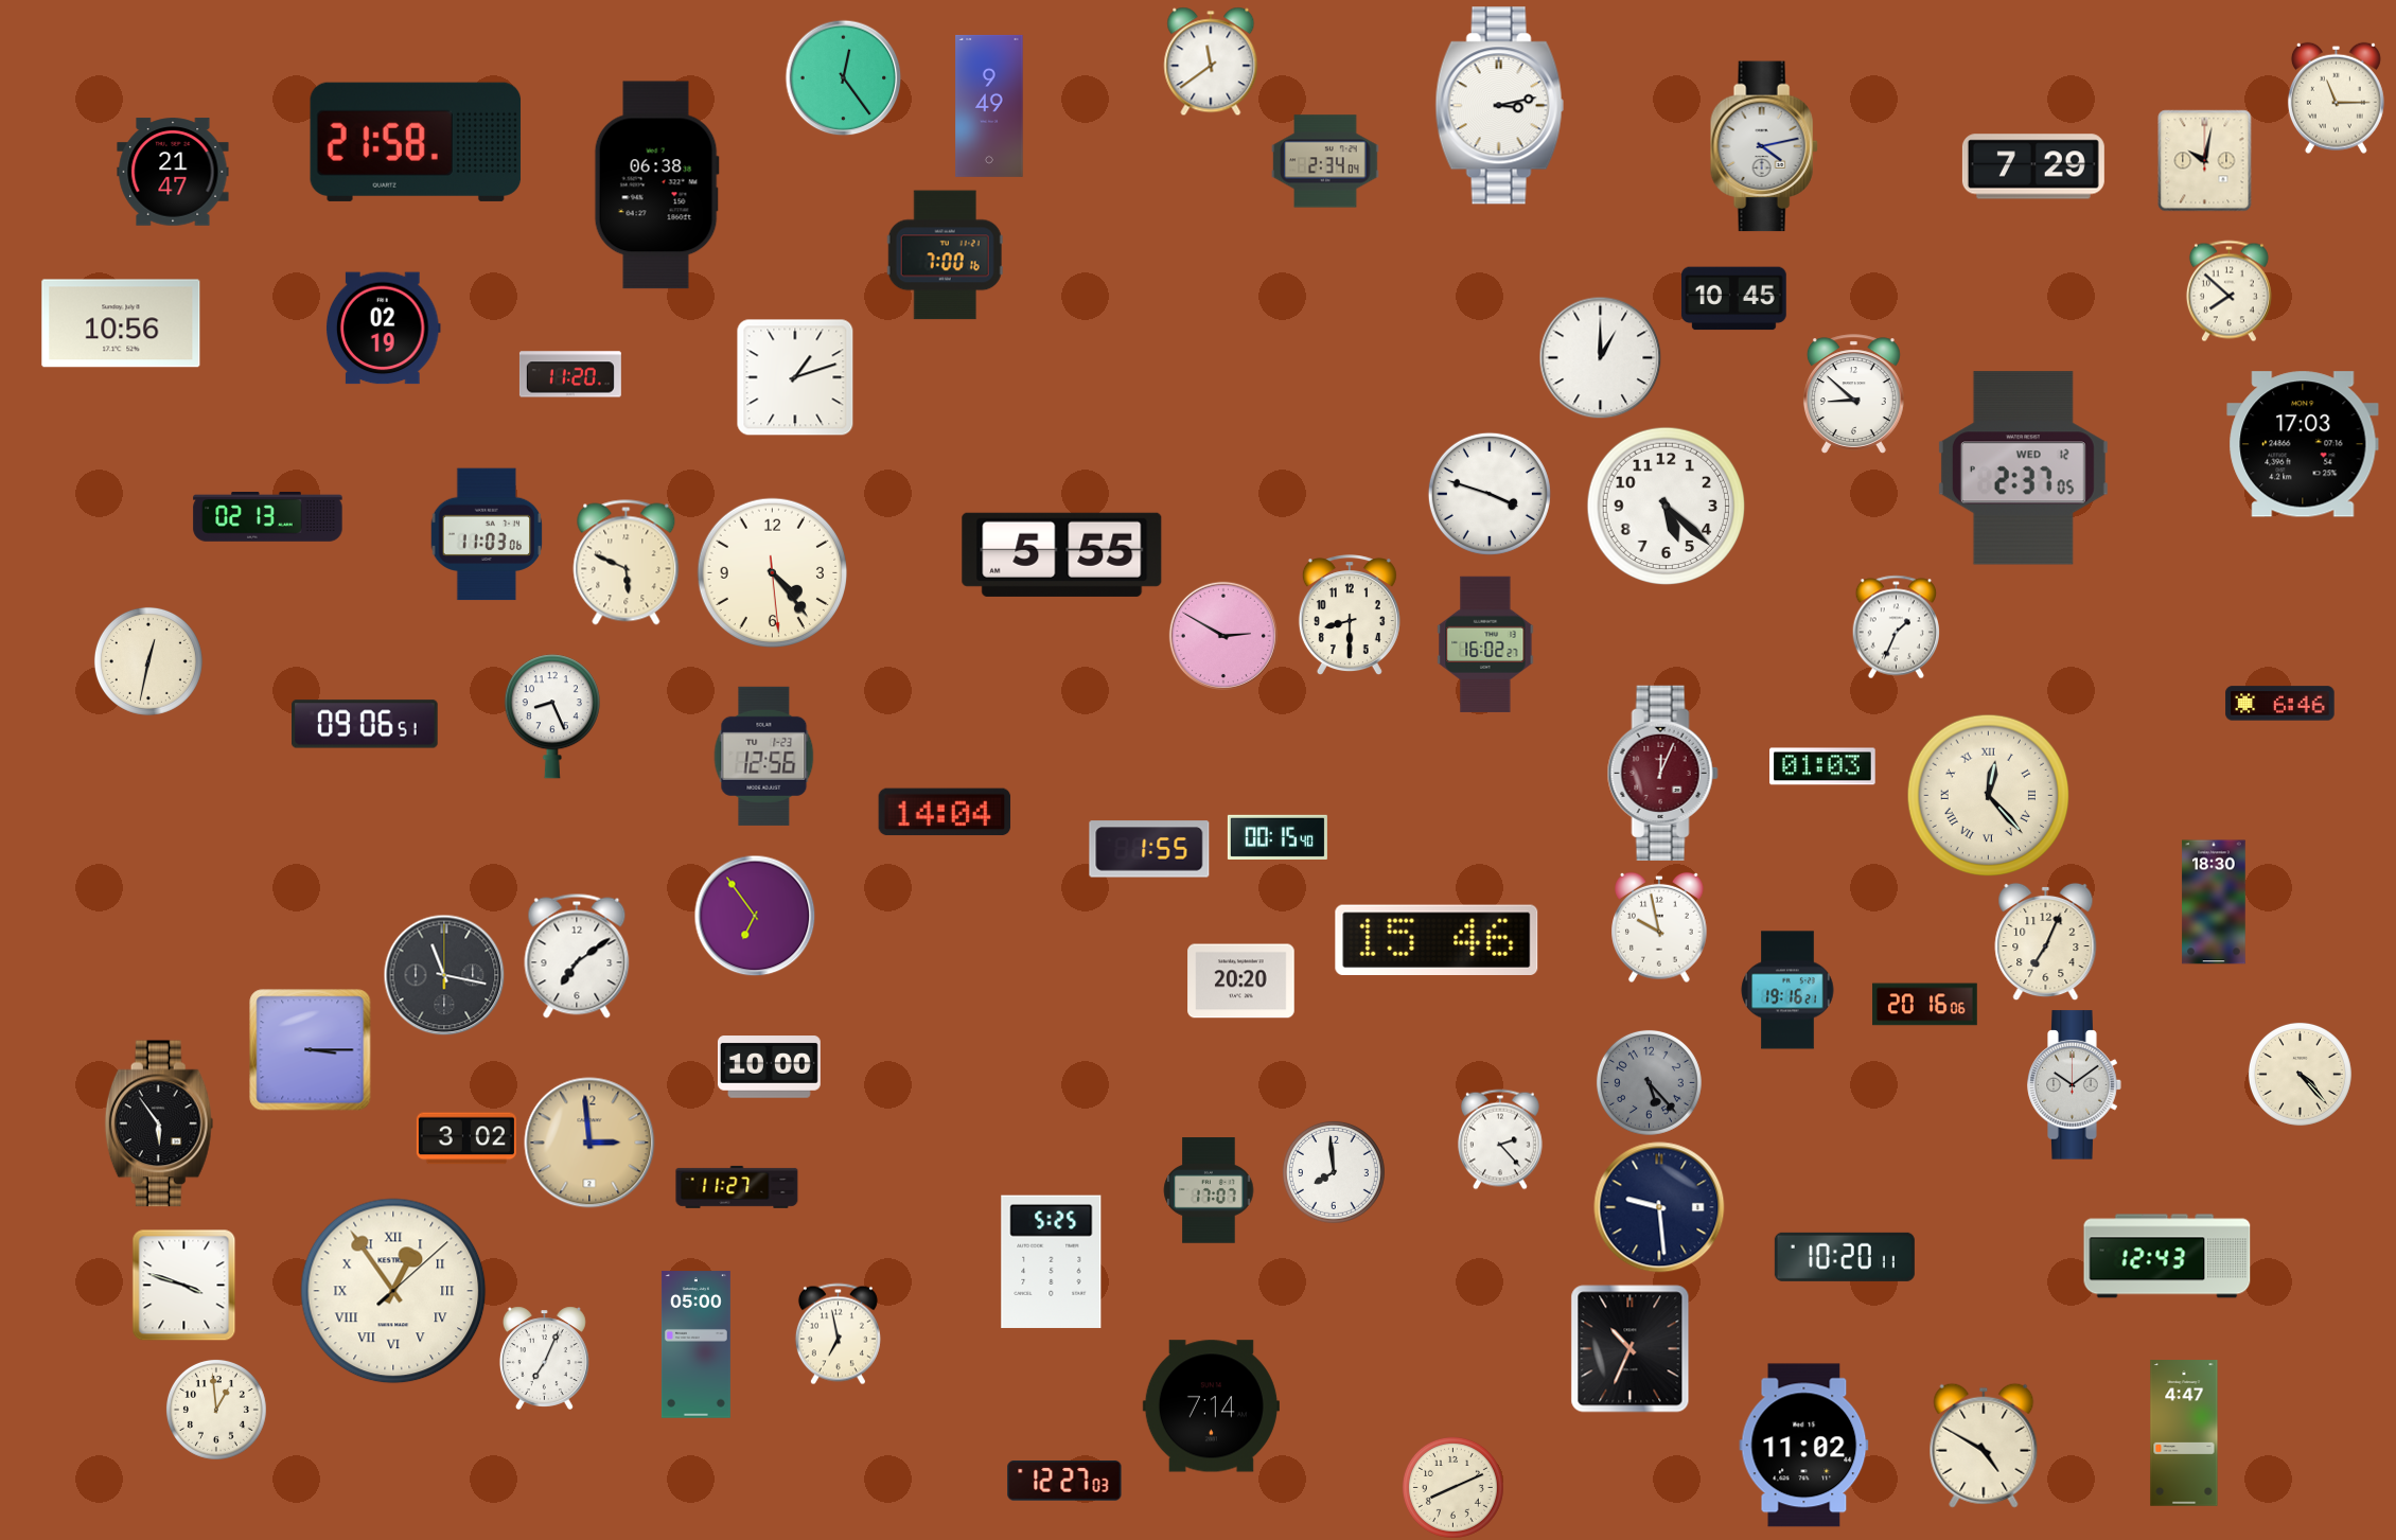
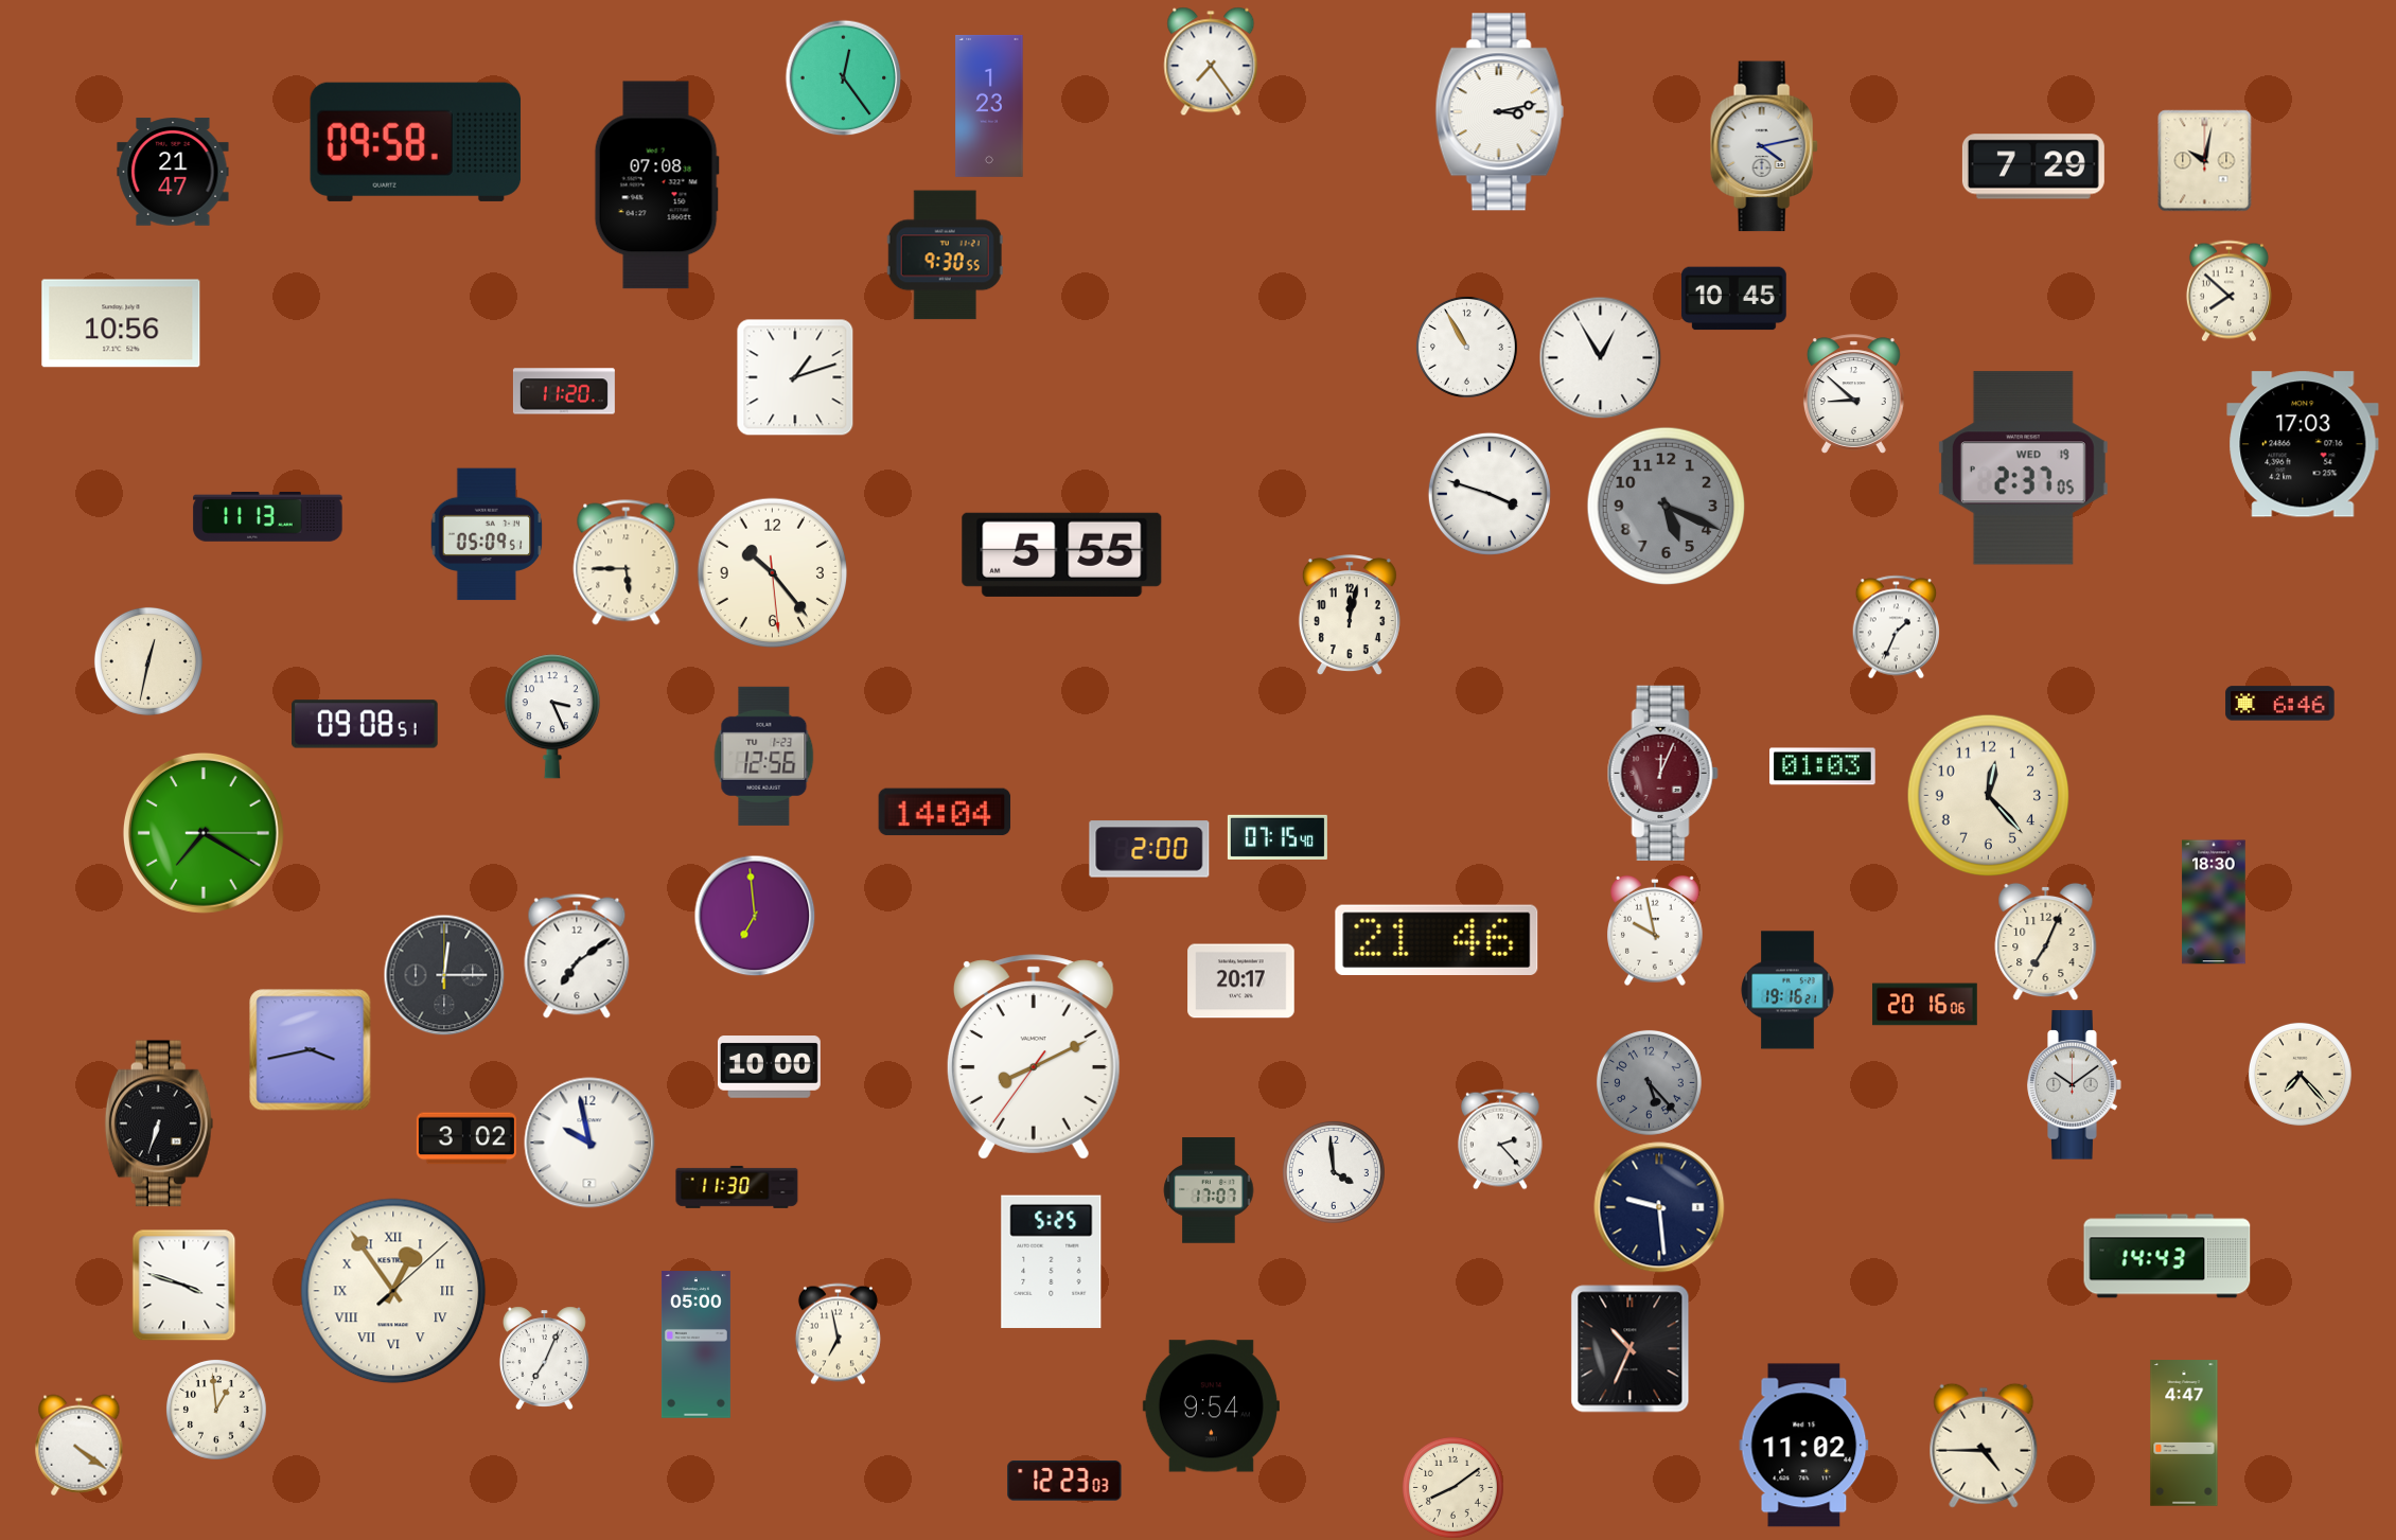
clock at (1211, 61): 11:39 -> 7:24
clock at (2336, 98): 11:15 -> none
clock at (989, 106): 9:49 -> 1:23
clock at (1500, 106) position: (1500, 106) -> (1500, 112)
clock at (416, 142): 21:58 -> 09:58
clock at (1325, 161): 2:34 -> none
clock at (656, 185): 06:38 -> 07:08
clock at (945, 255): 7:00 -> 9:30
clock at (383, 329): 02:19 -> none
clock at (1466, 347): none -> 10:55
clock at (1601, 358): 1:00 -> 12:55
clock at (570, 374) position: (570, 374) -> (564, 391)
clock at (2023, 468) date: WED 12 -> WED 19
clock at (1667, 507): 5:22 -> 5:19
clock at (1667, 507) dial: white -> grey
clock at (268, 517): 02:13 -> 11:13
clock at (487, 534): 11:03 -> 05:09
clock at (627, 563): 5:49 -> 5:45
clock at (772, 572): 4:23 -> 10:23
clock at (1350, 616): 8:30 -> 12:02
clock at (1222, 635): 2:50 -> none
clock at (1485, 644): 16:02 -> none
clock at (552, 716): 8:26 -> 3:26
clock at (366, 724): 09:06 -> 09:08
clock at (1989, 796) numerals: Roman -> Arabic
clock at (204, 833): none -> 7:20
clock at (1278, 837): 00:15 -> 07:15
clock at (1149, 849): 1:55 -> 2:00
clock at (755, 916): 6:54 -> 6:59
clock at (1659, 927) position: (1659, 927) -> (1655, 931)
clock at (1437, 939): 15:46 -> 21:46
clock at (444, 975): 11:17 -> 12:15
clock at (1241, 981): 20:20 -> 20:17
clock at (311, 1050): 3:15 -> 3:43
clock at (1034, 1057): none -> 8:10
clock at (2300, 1074): 4:23 -> 7:23
clock at (159, 1123): 5:54 -> 6:33
clock at (589, 1143): 2:59 -> 9:58
clock at (589, 1143) dial: champagne -> white
clock at (1334, 1172): 7:59 -> 3:59
clock at (737, 1187): 11:27 -> 11:30
clock at (2167, 1256): 12:43 -> 14:43
clock at (1845, 1257): 10:20 -> none
clock at (1211, 1406): 7:14 -> 9:54
clock at (80, 1446): none -> 4:21
clock at (1984, 1446): 4:50 -> 4:45
clock at (1064, 1481): 12:27 -> 12:23
clock at (1452, 1487): 8:11 -> 8:09
